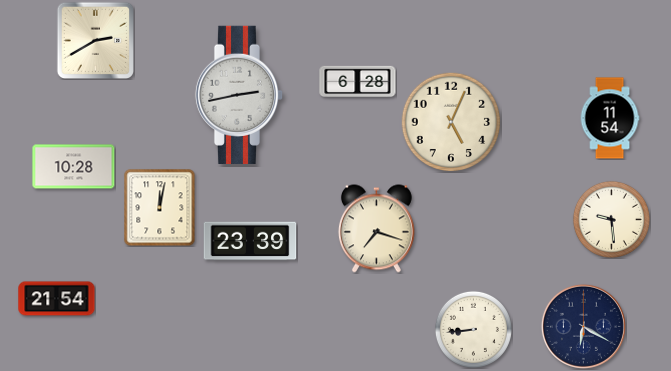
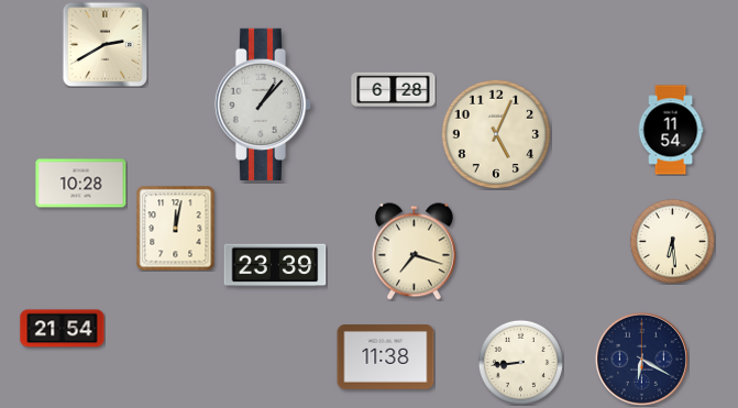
clock at (239, 95): 2:43 -> 1:07
clock at (611, 219): 9:29 -> 6:29
clock at (386, 357): none -> 11:38
